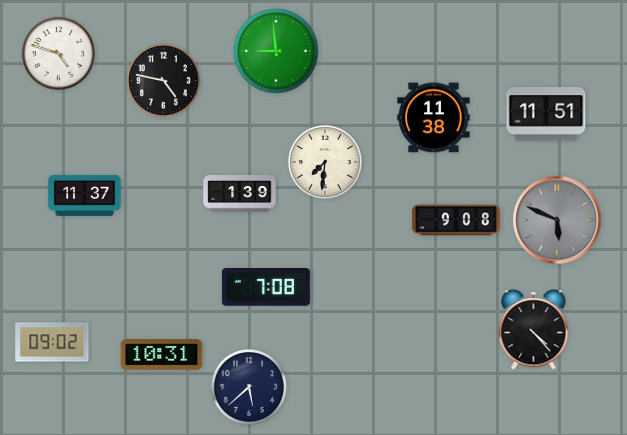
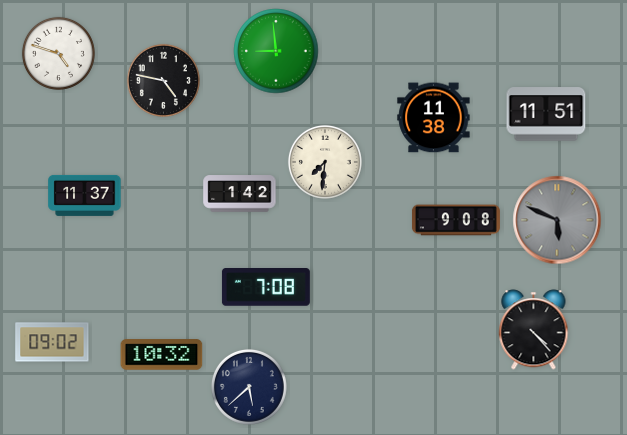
clock at (240, 194): 1:39 -> 1:42
clock at (162, 355): 10:31 -> 10:32
